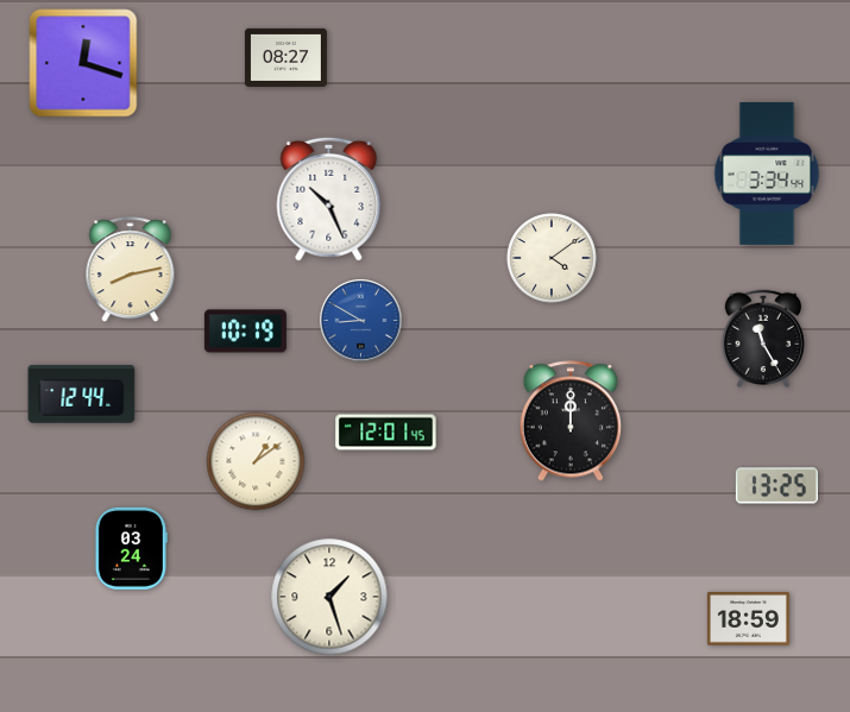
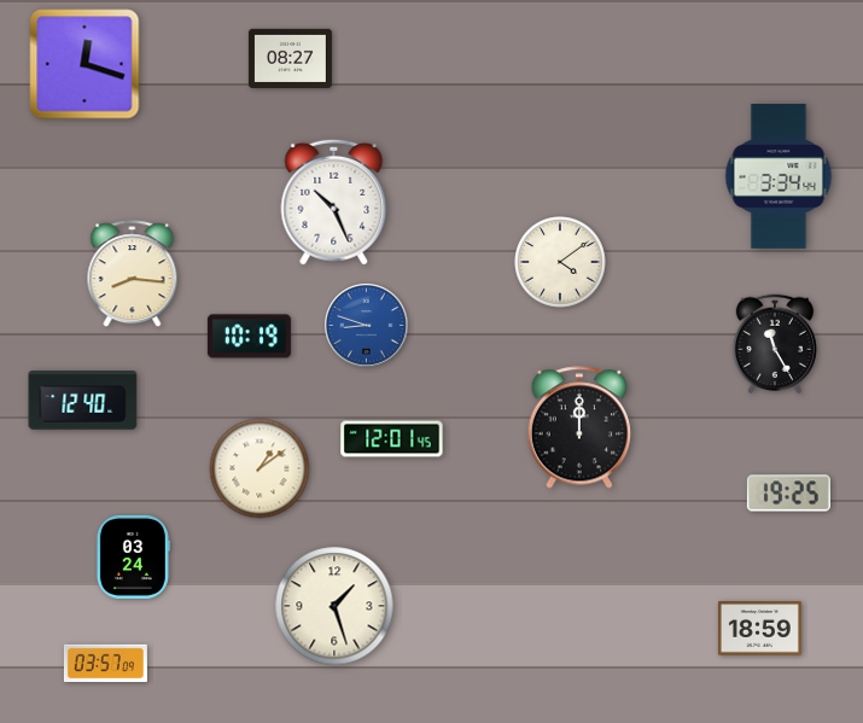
clock at (131, 270): 8:13 -> 8:16
clock at (361, 321): 8:50 -> 8:48
clock at (82, 395): 12:44 -> 12:40
clock at (776, 486): 13:25 -> 19:25
clock at (105, 663): none -> 03:57
